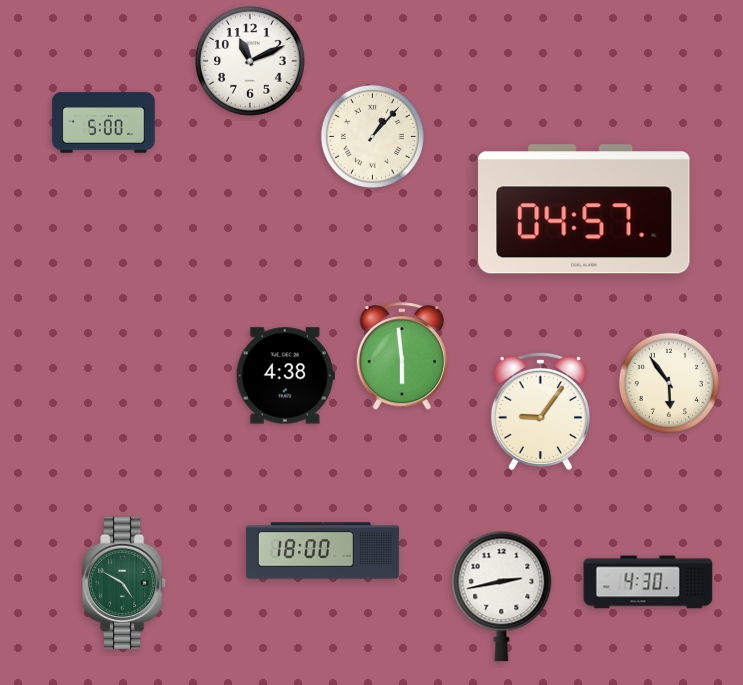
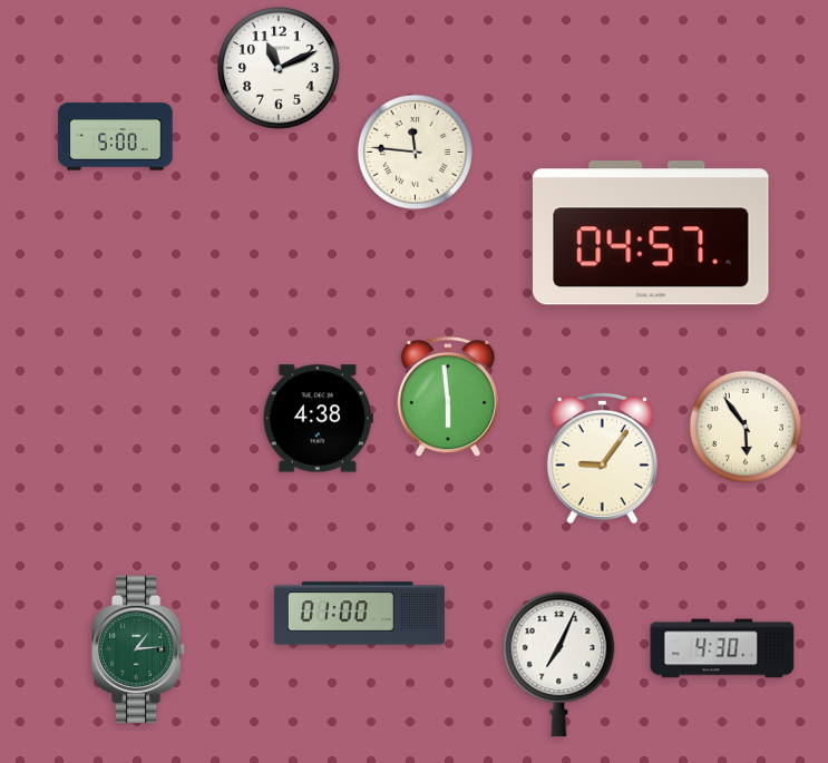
clock at (372, 136): 1:07 -> 11:46
clock at (322, 551): 18:00 -> 01:00
clock at (124, 583): 4:50 -> 1:14
clock at (502, 597): 2:43 -> 7:04
